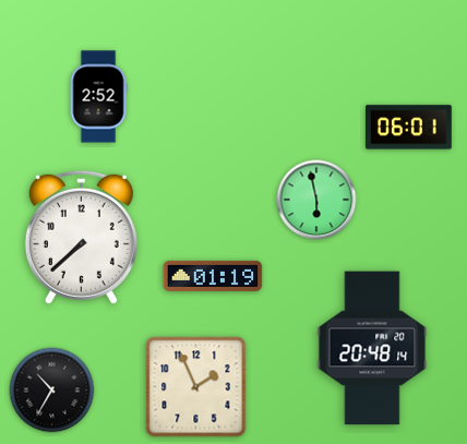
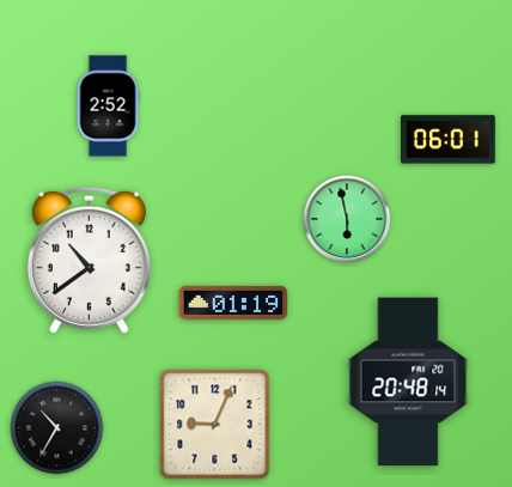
clock at (81, 237): 7:38 -> 10:39
clock at (196, 387): 1:56 -> 9:04
